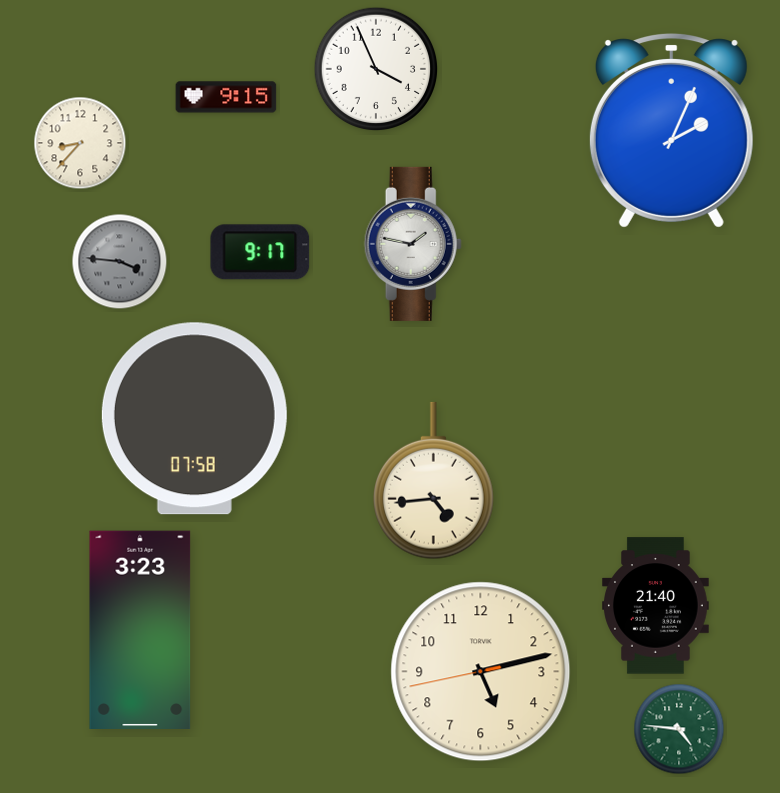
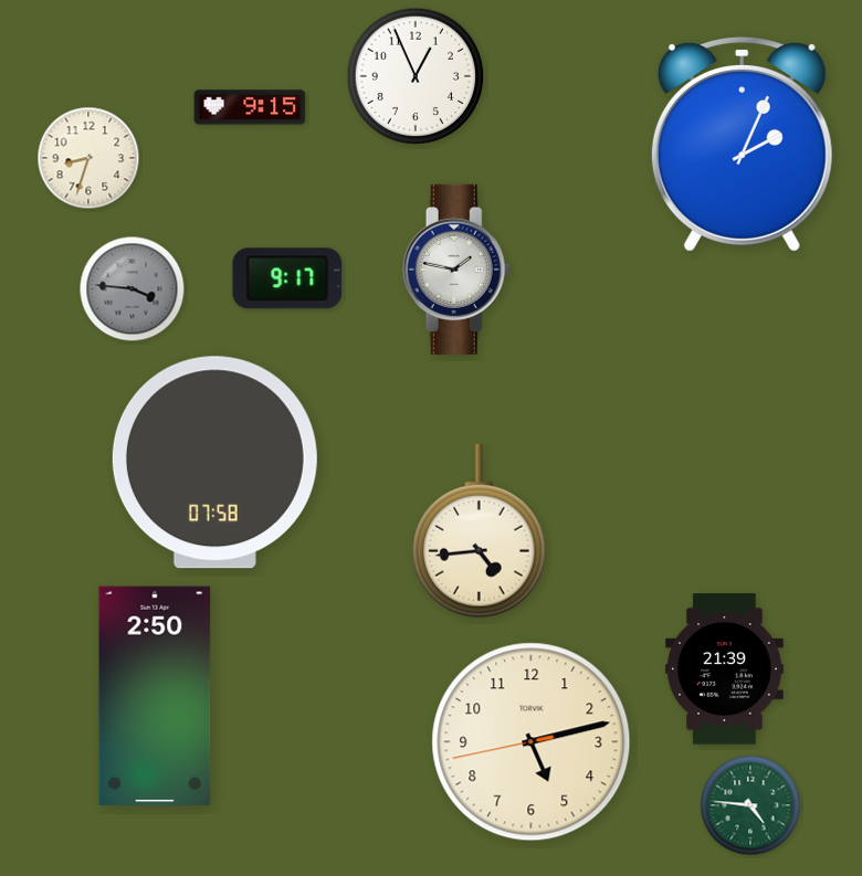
clock at (376, 69): 3:56 -> 12:56
clock at (80, 143): 8:37 -> 8:33
clock at (656, 606): 21:40 -> 21:39
clock at (140, 629): 3:23 -> 2:50
